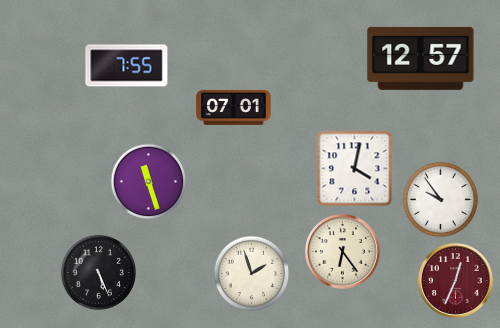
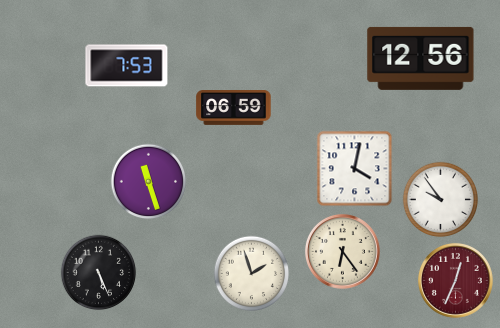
clock at (421, 58): 12:57 -> 12:56
clock at (127, 66): 7:55 -> 7:53
clock at (234, 108): 07:01 -> 06:59
